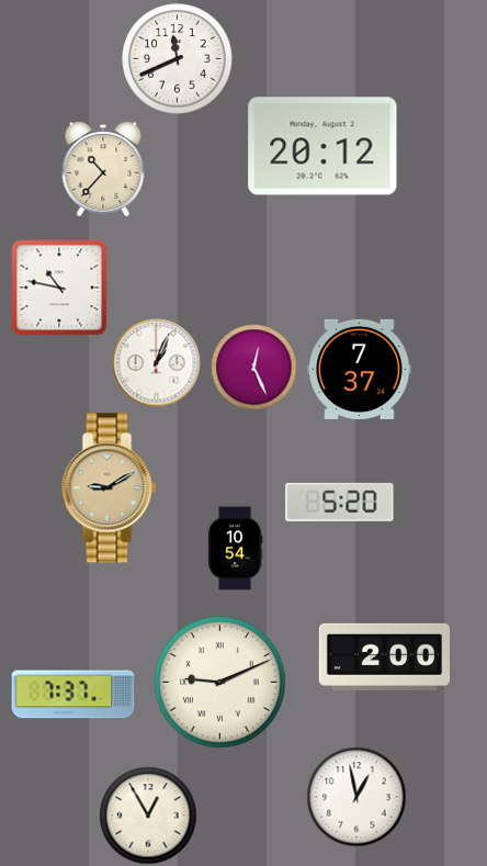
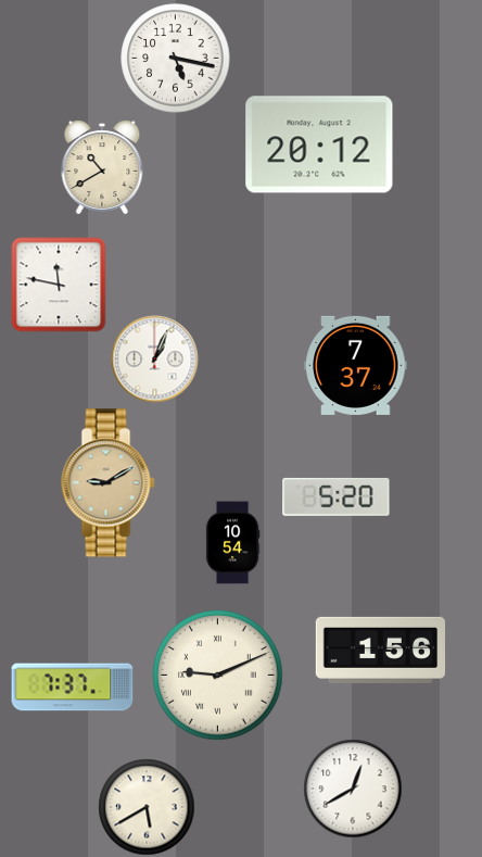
clock at (178, 59): 11:41 -> 5:17
clock at (103, 169): 10:37 -> 10:40
clock at (59, 288): 10:47 -> 11:47
clock at (254, 368): 12:26 -> none
clock at (384, 656): 2:00 -> 1:56
clock at (356, 797): 12:58 -> 12:40
clock at (148, 816): 12:55 -> 5:40
